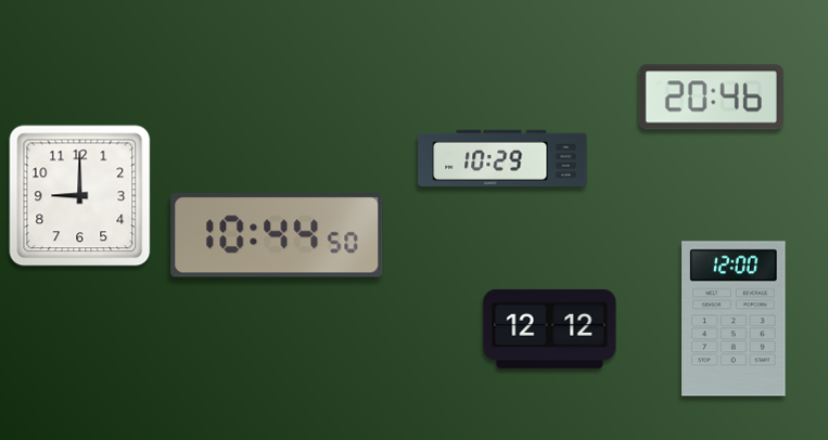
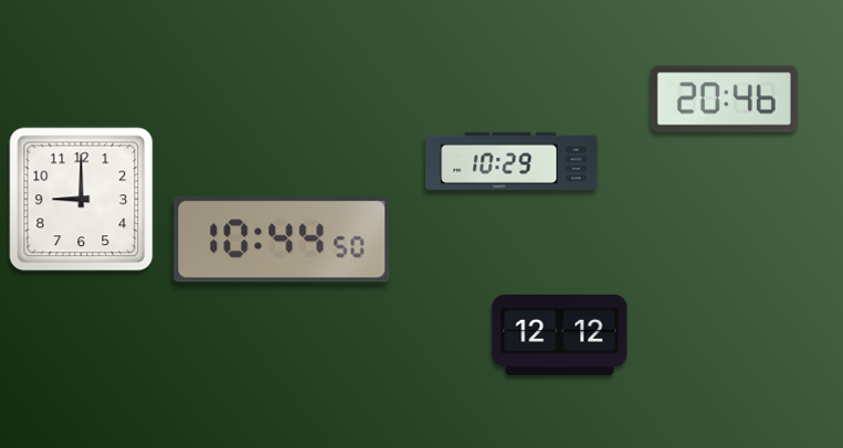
clock at (734, 319): 12:00 -> none
